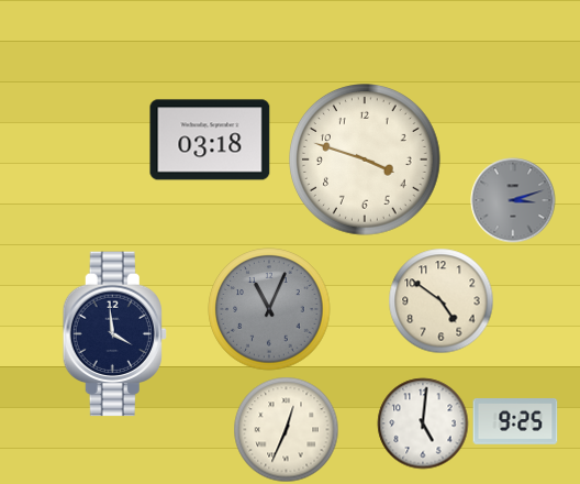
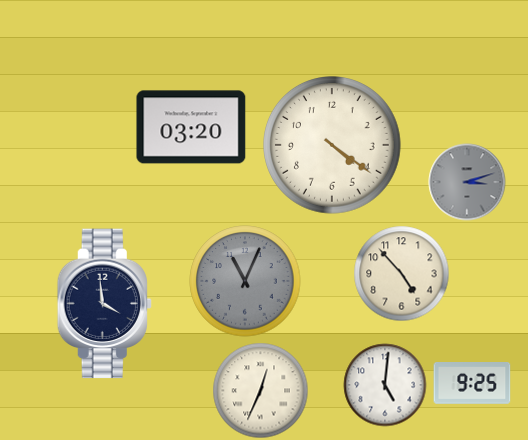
clock at (210, 140): 03:18 -> 03:20
clock at (366, 161): 3:48 -> 4:21
clock at (442, 301): 4:51 -> 4:53
clock at (515, 422) position: (515, 422) -> (472, 384)
